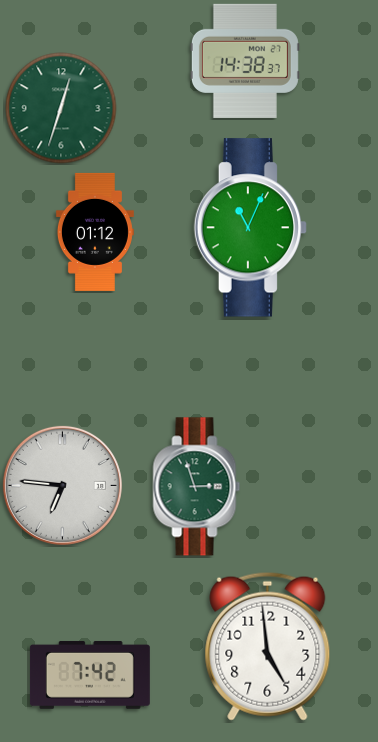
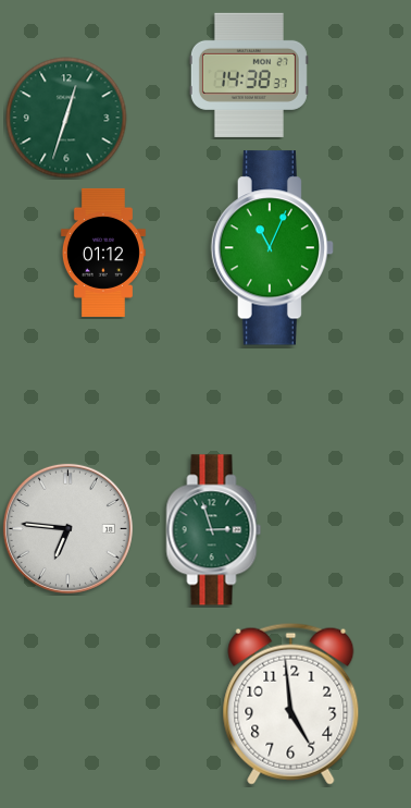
clock at (245, 61) position: (245, 61) -> (249, 75)
clock at (90, 675): 7:42 -> none
